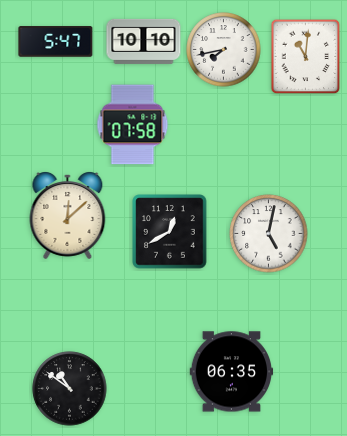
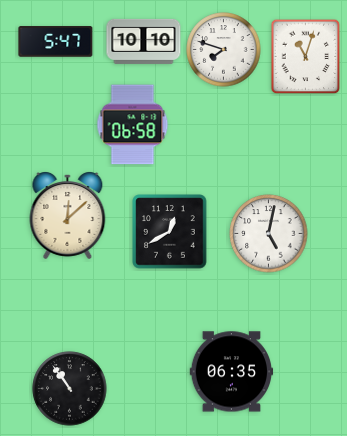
clock at (224, 50): 7:43 -> 7:48
clock at (306, 57): 11:01 -> 11:03
clock at (133, 125): 07:58 -> 06:58
clock at (70, 389): 10:51 -> 10:54
